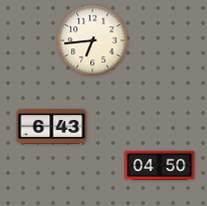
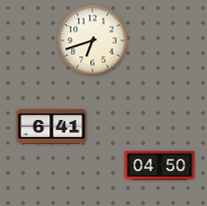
clock at (93, 41): 6:44 -> 6:42
clock at (52, 126): 6:43 -> 6:41
